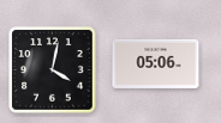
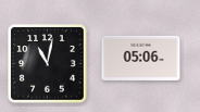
clock at (53, 70): 4:02 -> 11:02
